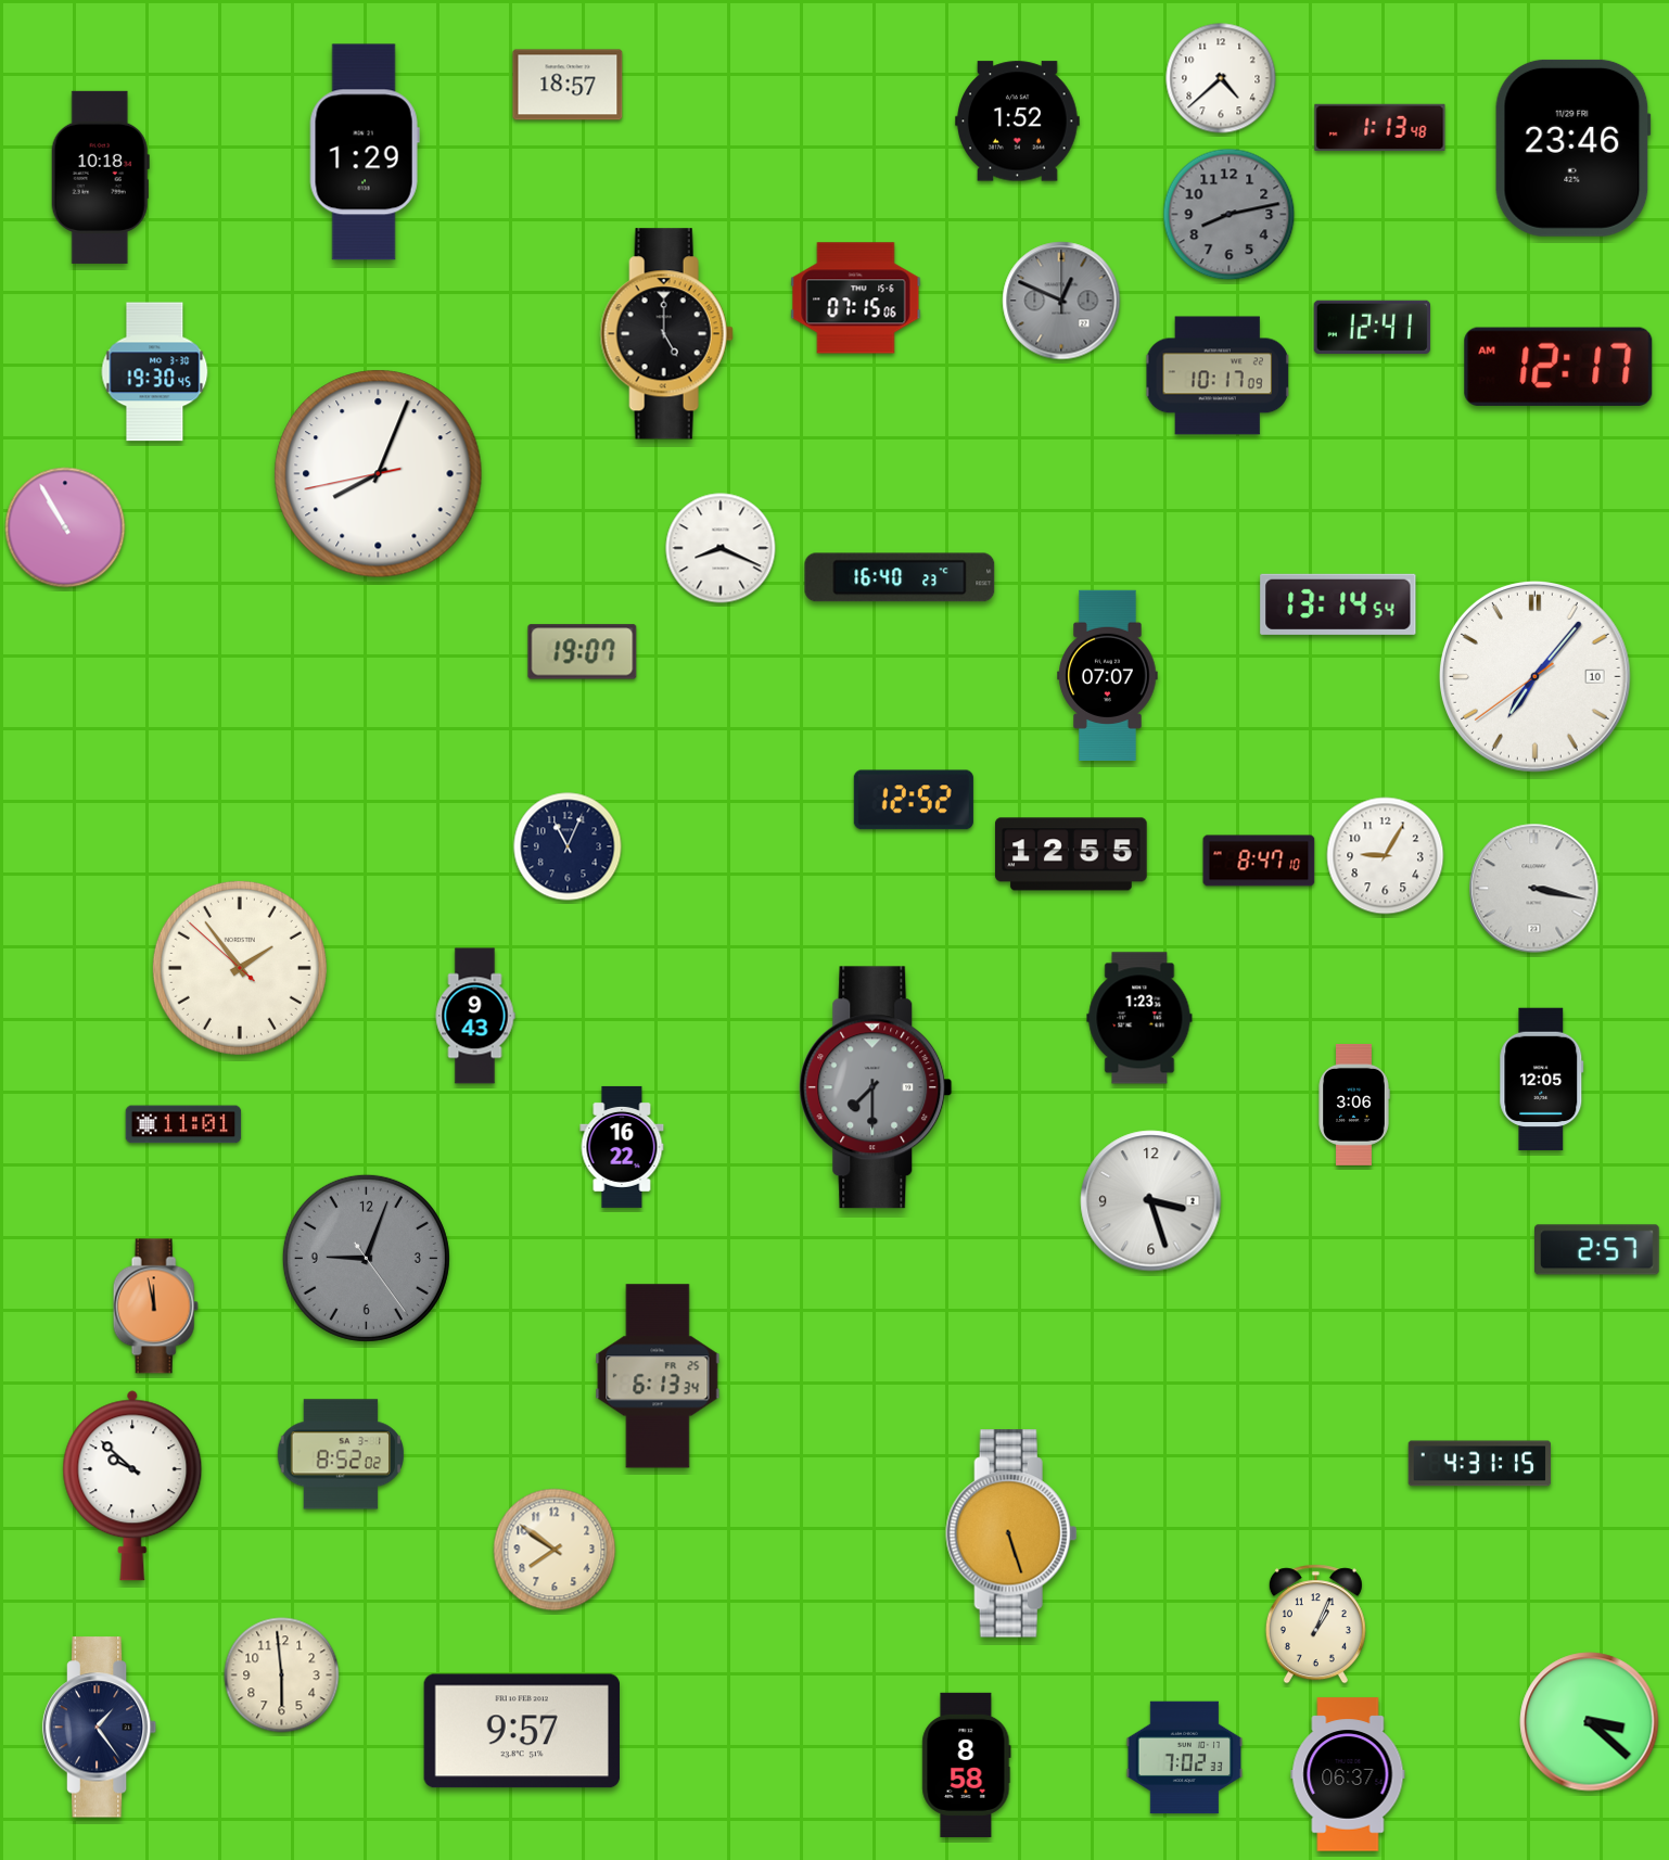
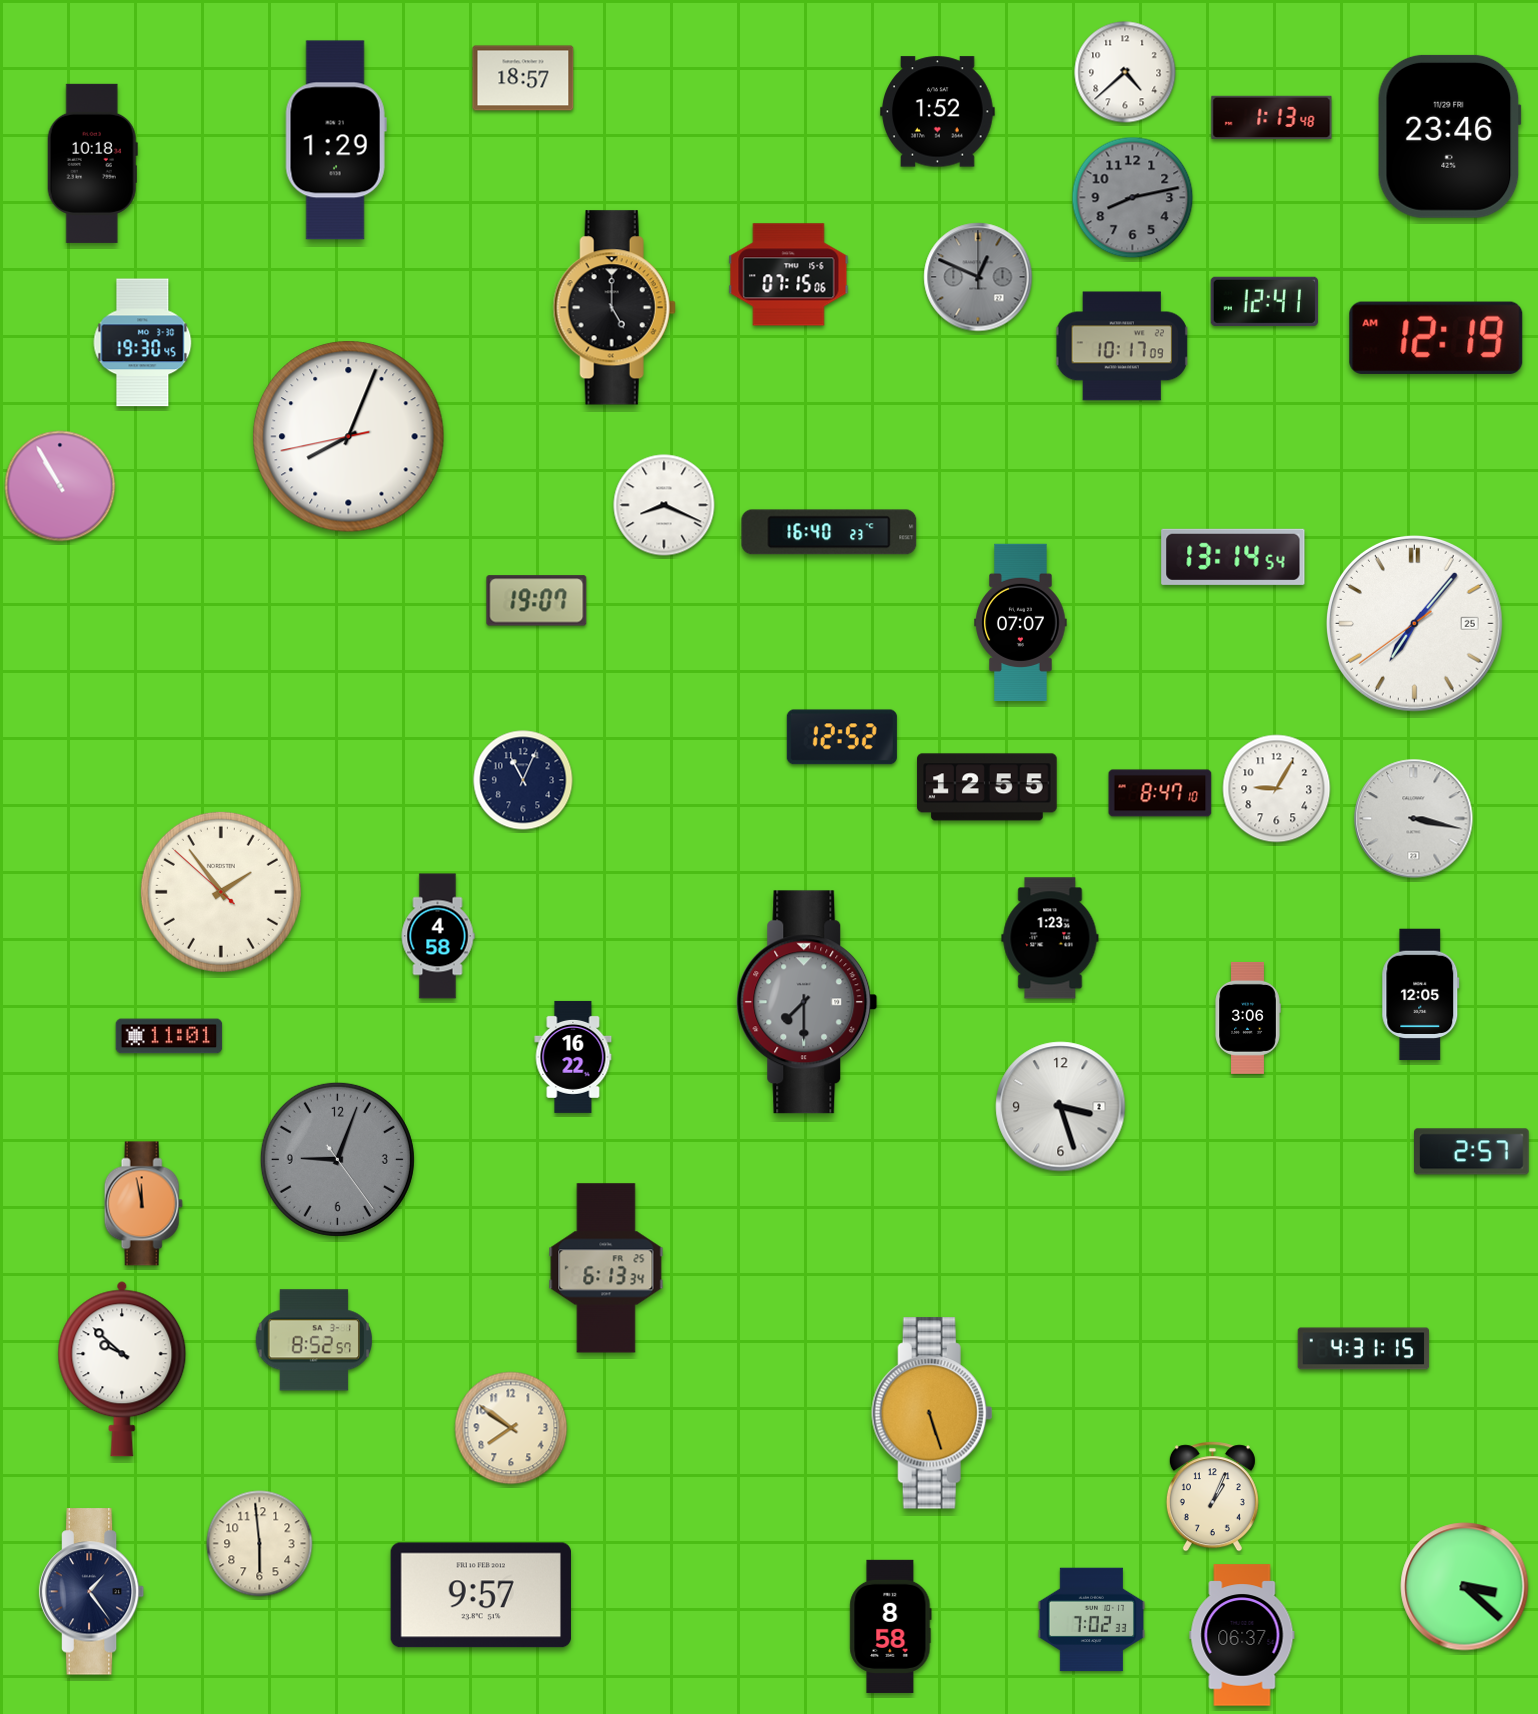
clock at (1558, 367): 12:17 -> 12:19
clock at (1536, 677) date: 10 -> 25
clock at (475, 1016): 9:43 -> 4:58
clock at (340, 1454): 8:52:02 -> 8:52:57
